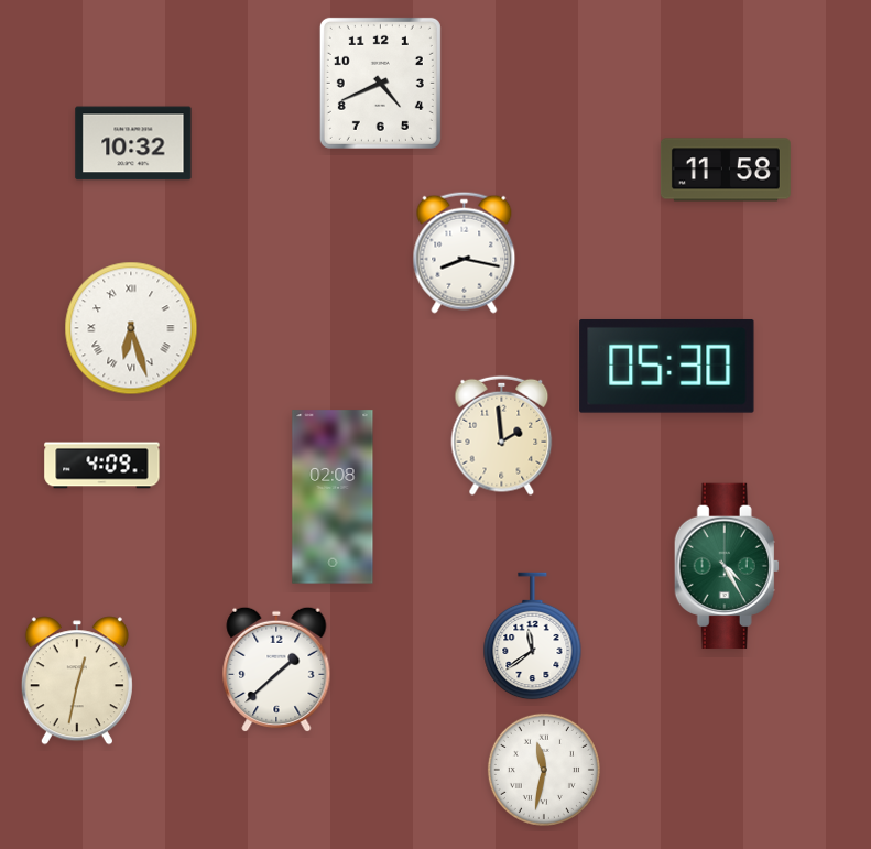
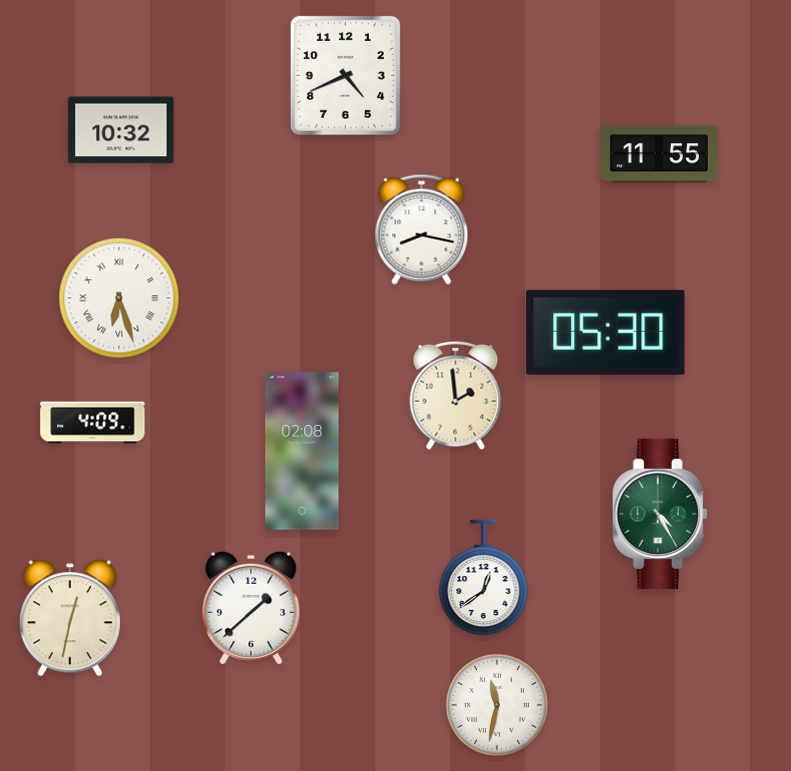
clock at (726, 170): 11:58 -> 11:55
clock at (533, 636): 11:39 -> 12:39
clock at (544, 770) position: (544, 770) -> (497, 705)
